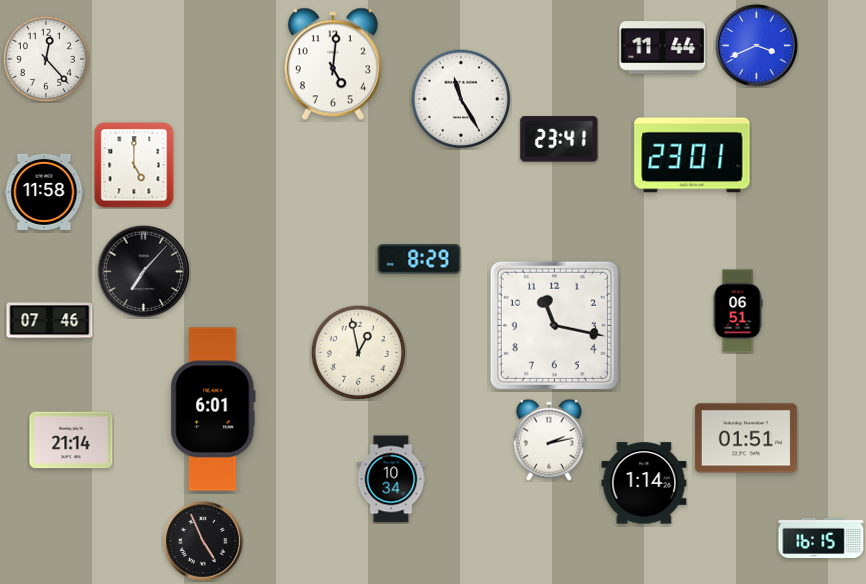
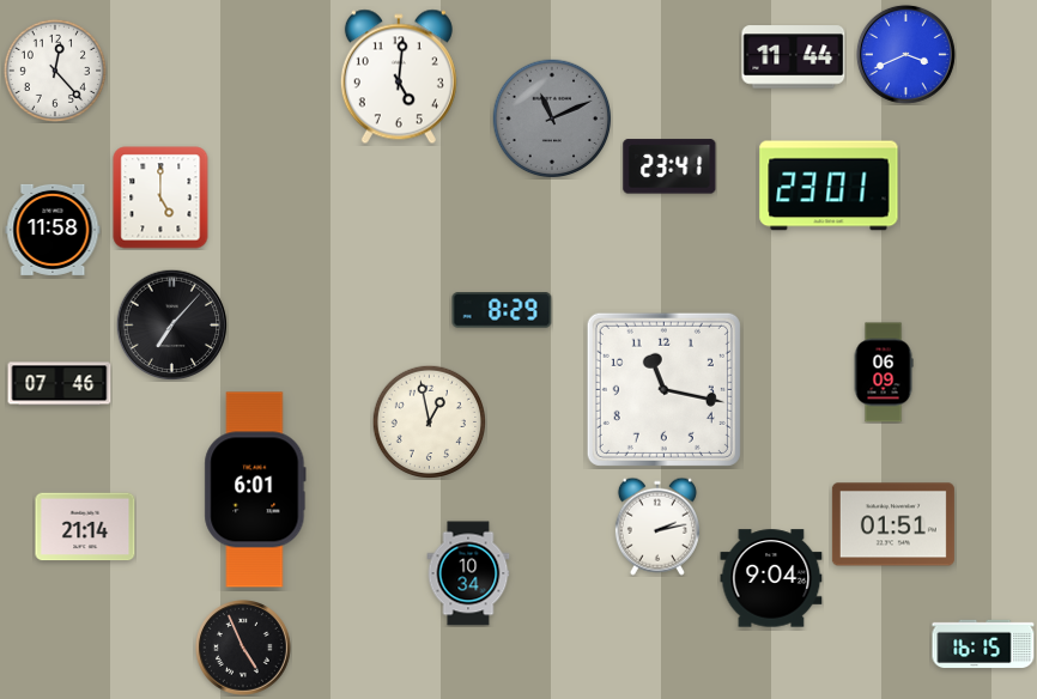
clock at (461, 99): 11:25 -> 11:11
clock at (461, 99) dial: white -> grey
clock at (738, 311): 06:51 -> 06:09
clock at (644, 483): 1:14 -> 9:04
